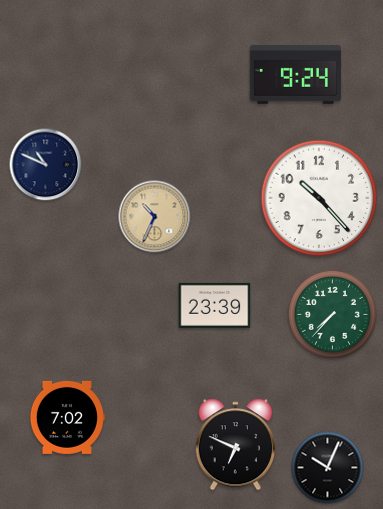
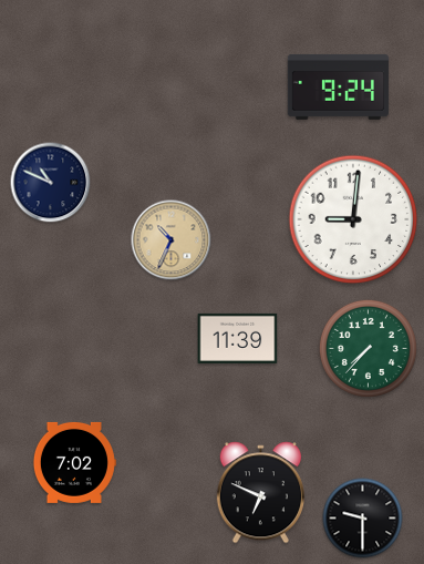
clock at (295, 74) position: (295, 74) -> (338, 86)
clock at (319, 198): 10:23 -> 9:01
clock at (215, 305): 23:39 -> 11:39
clock at (328, 468): 10:04 -> 9:30
